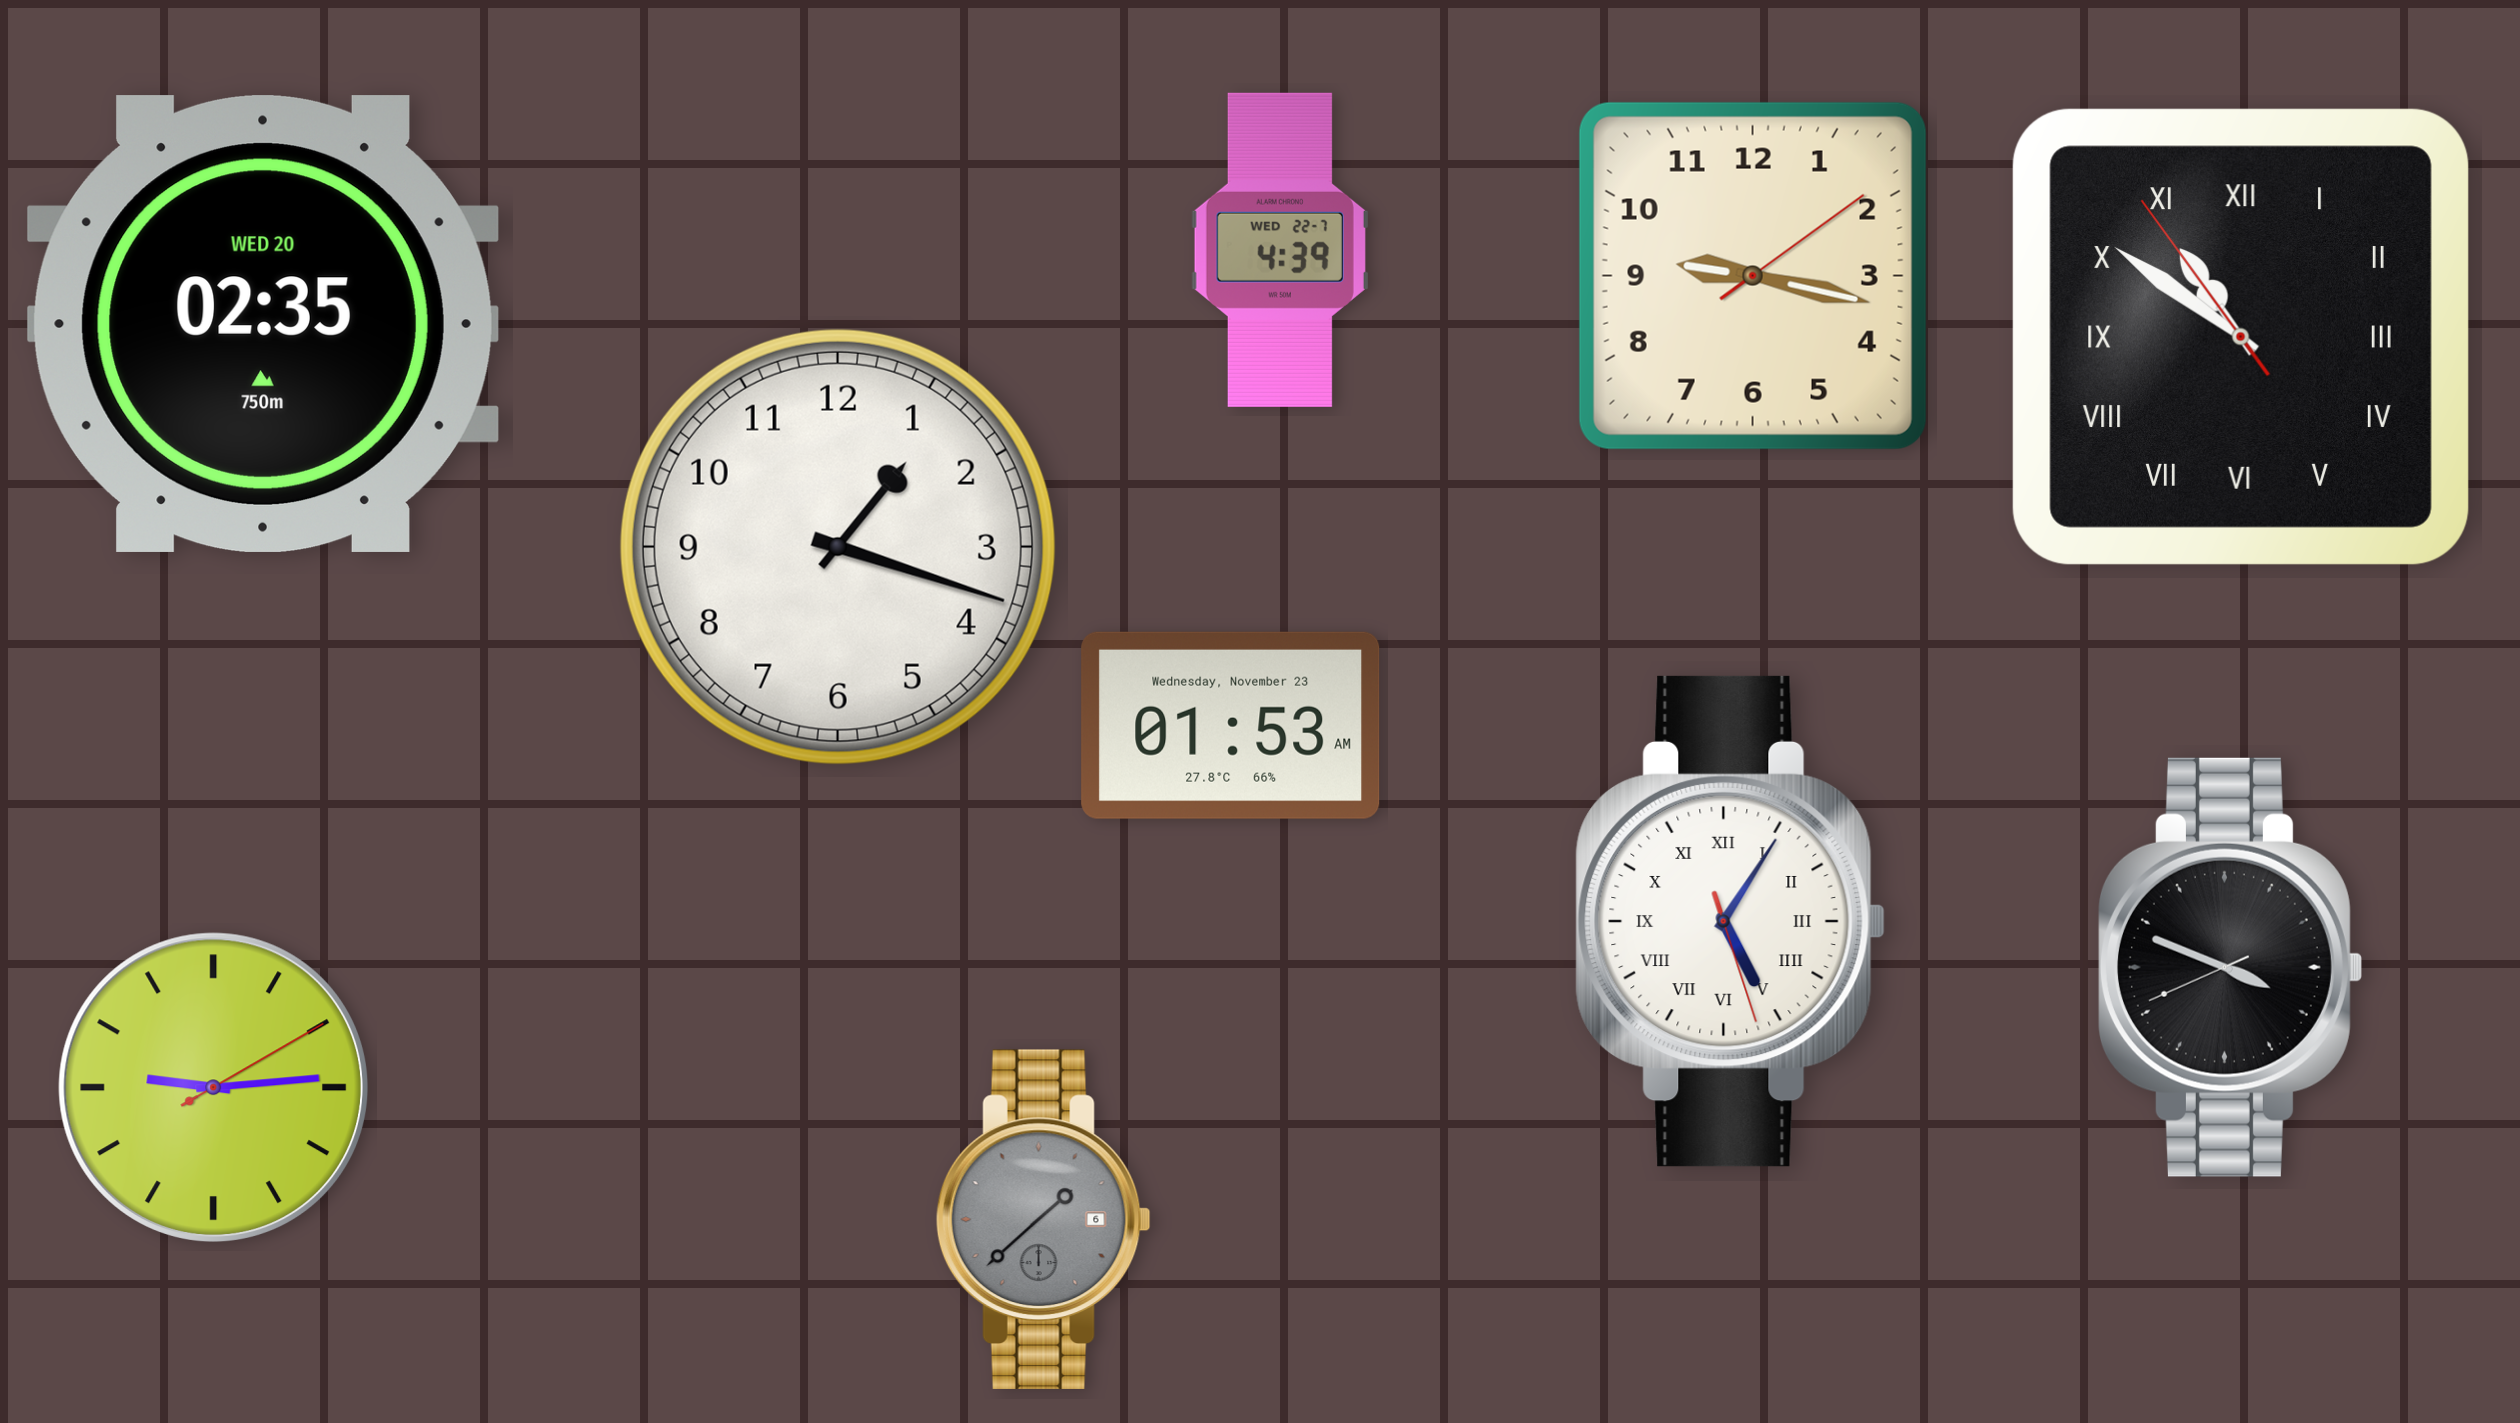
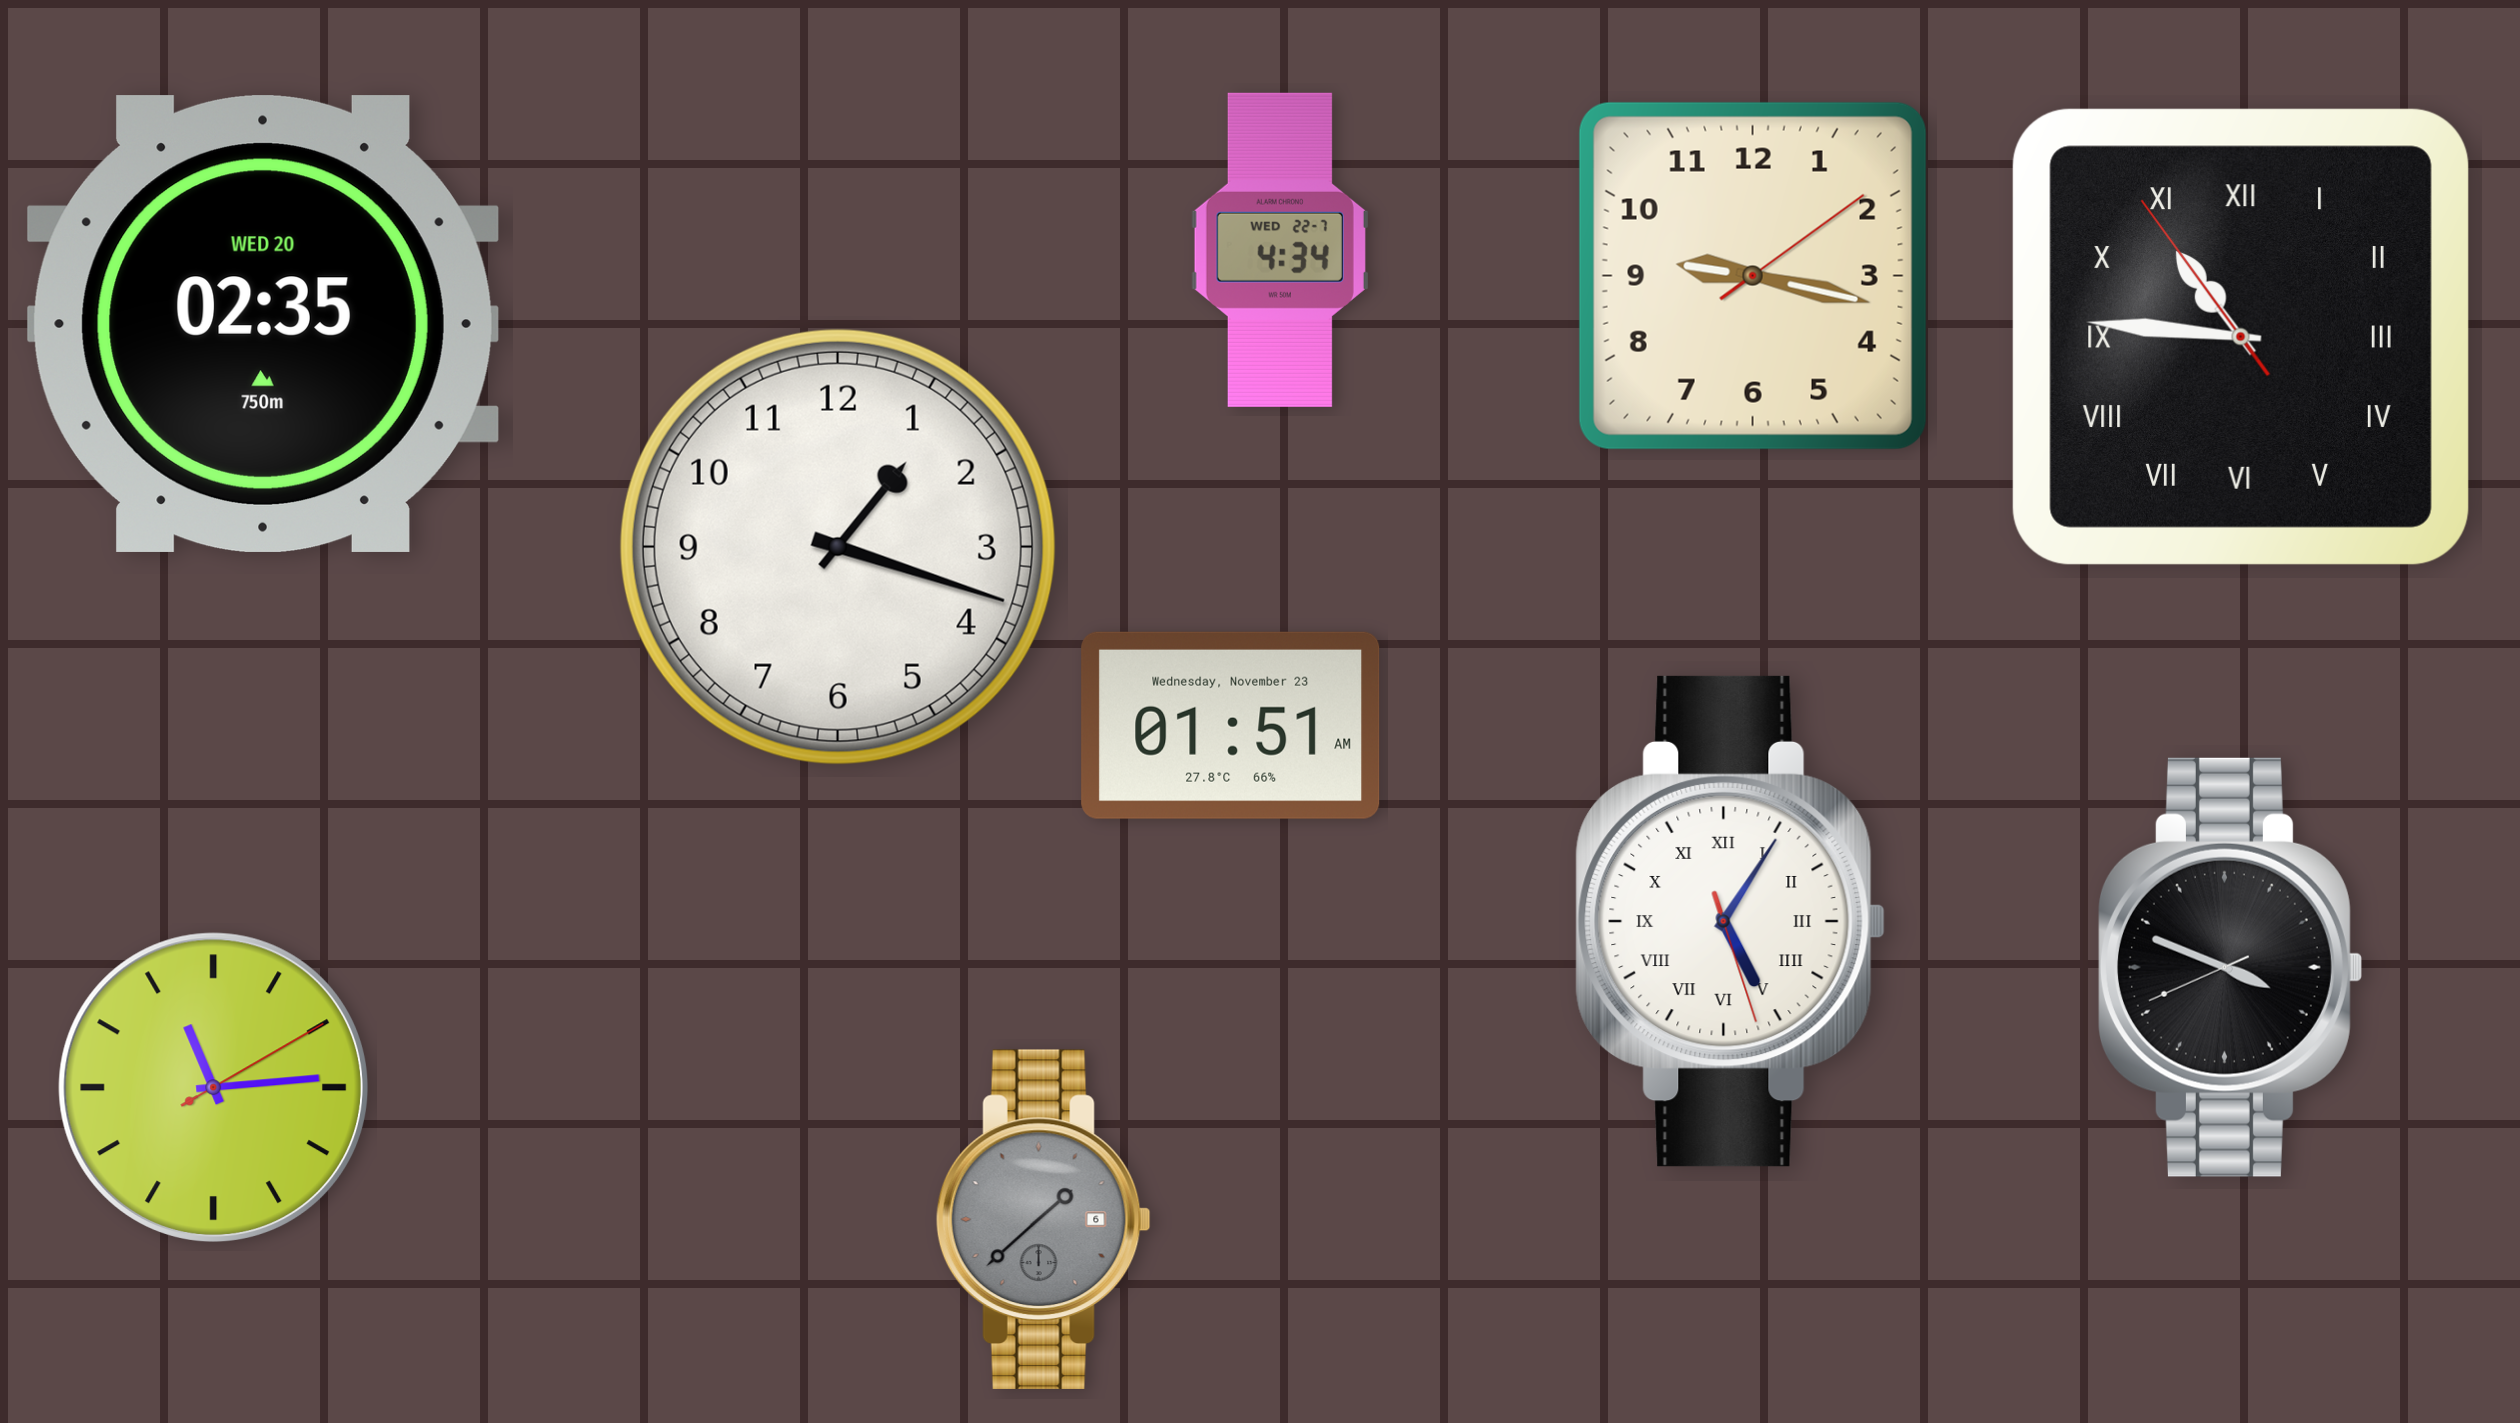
clock at (1280, 250): 4:39 -> 4:34
clock at (2241, 337): 10:50 -> 10:45
clock at (1231, 725): 01:53 -> 01:51
clock at (213, 1087): 9:14 -> 11:14
